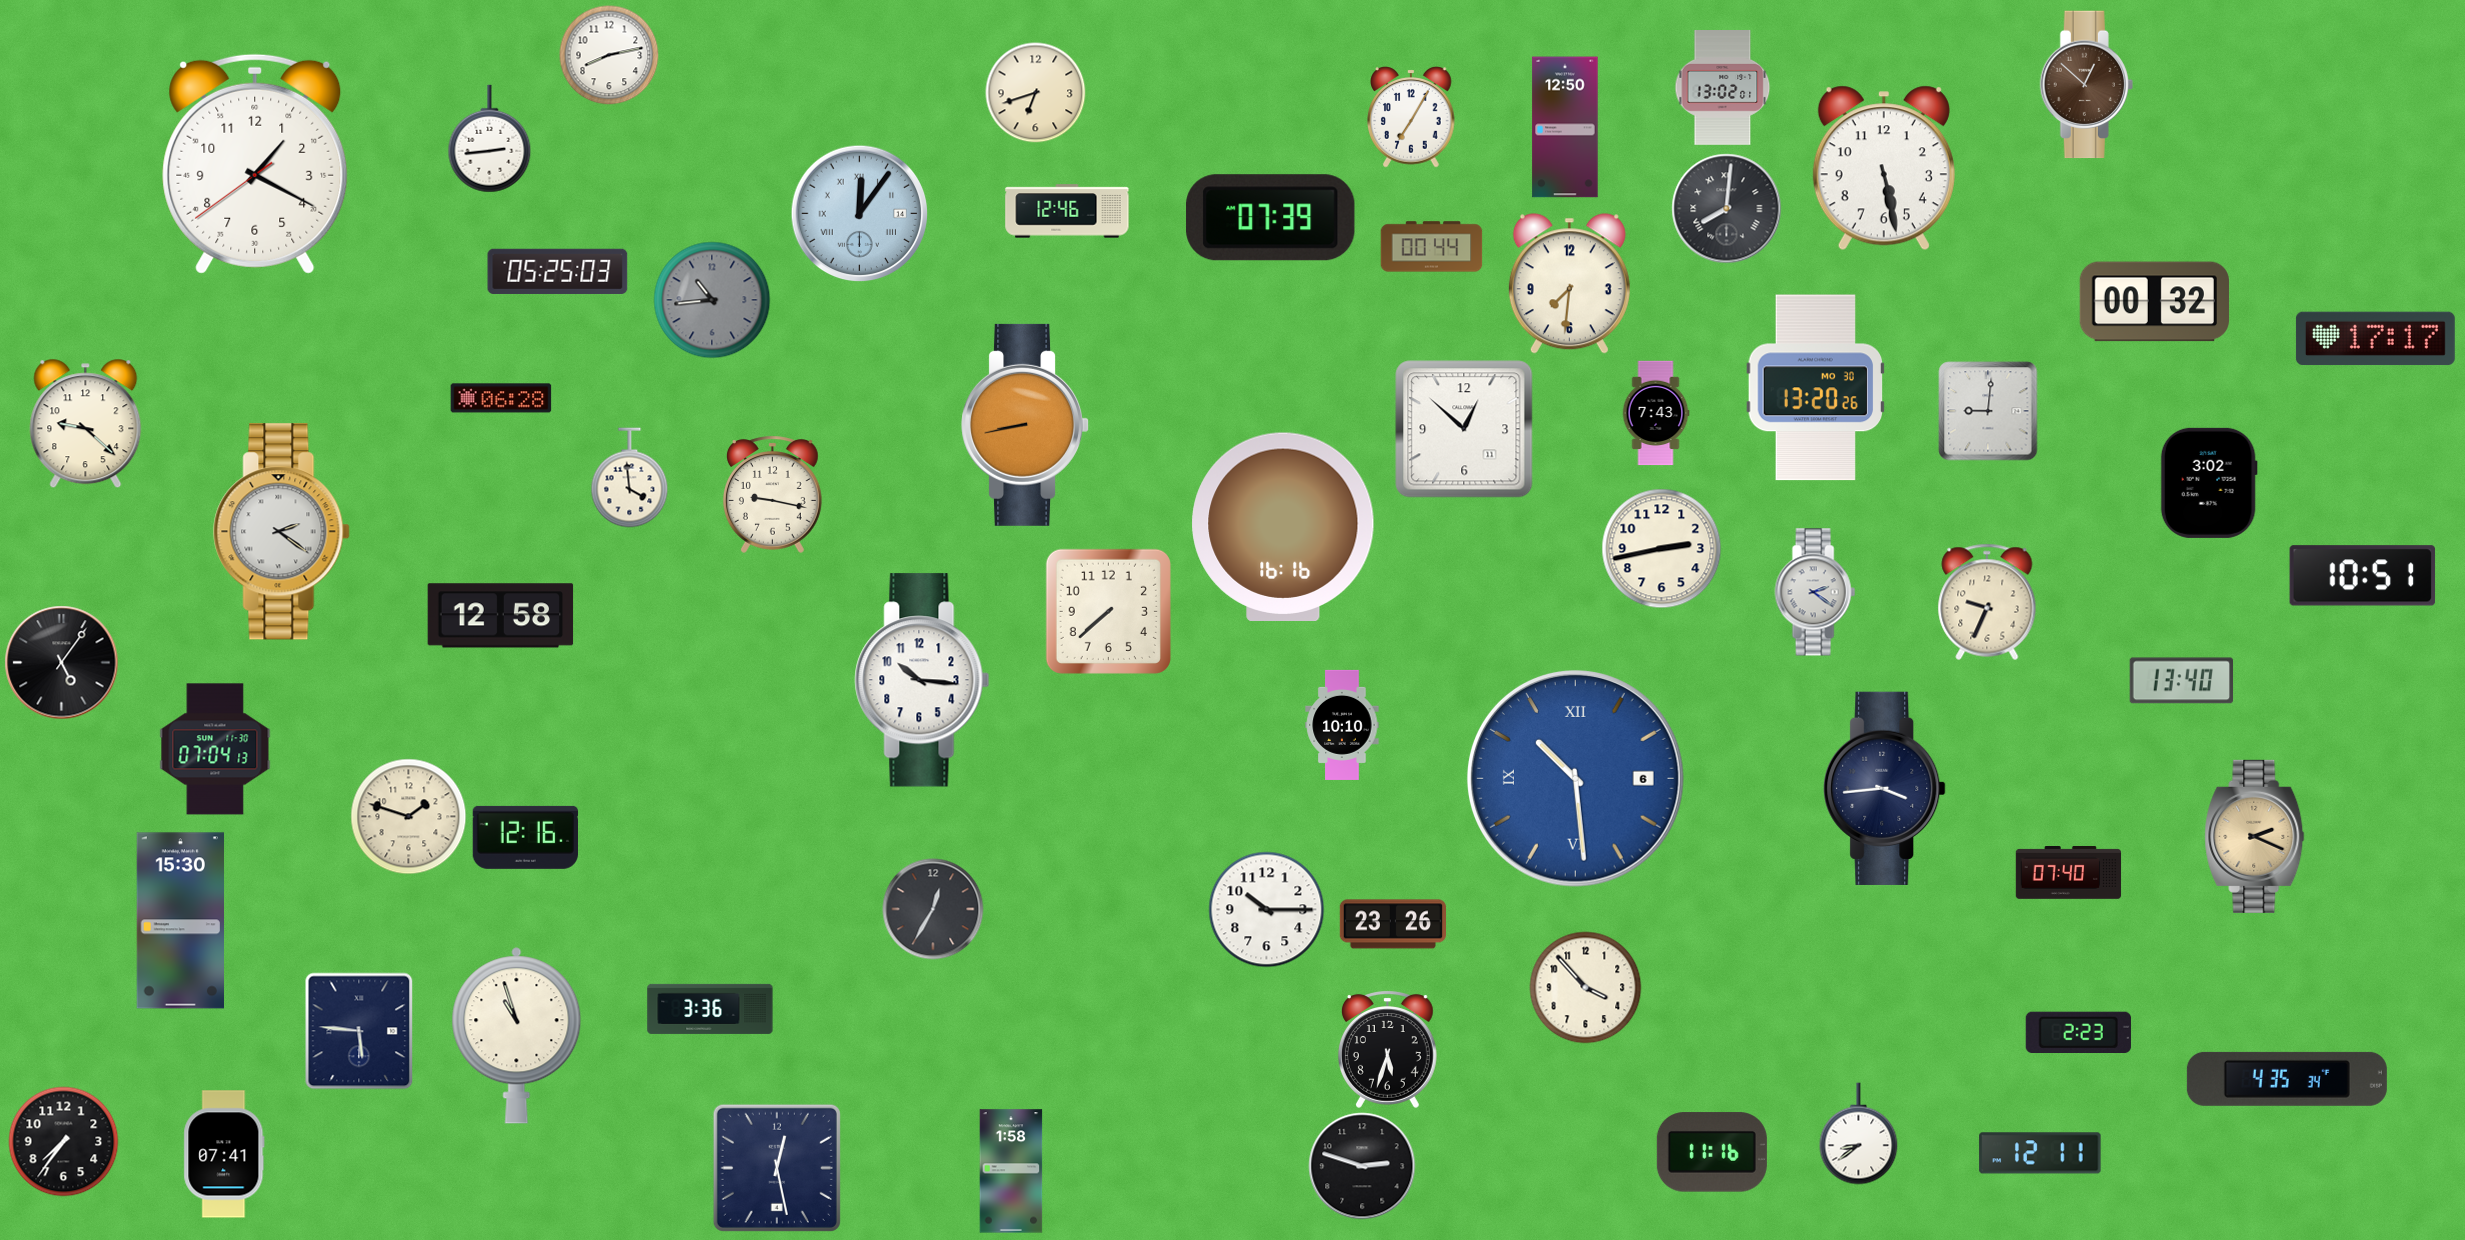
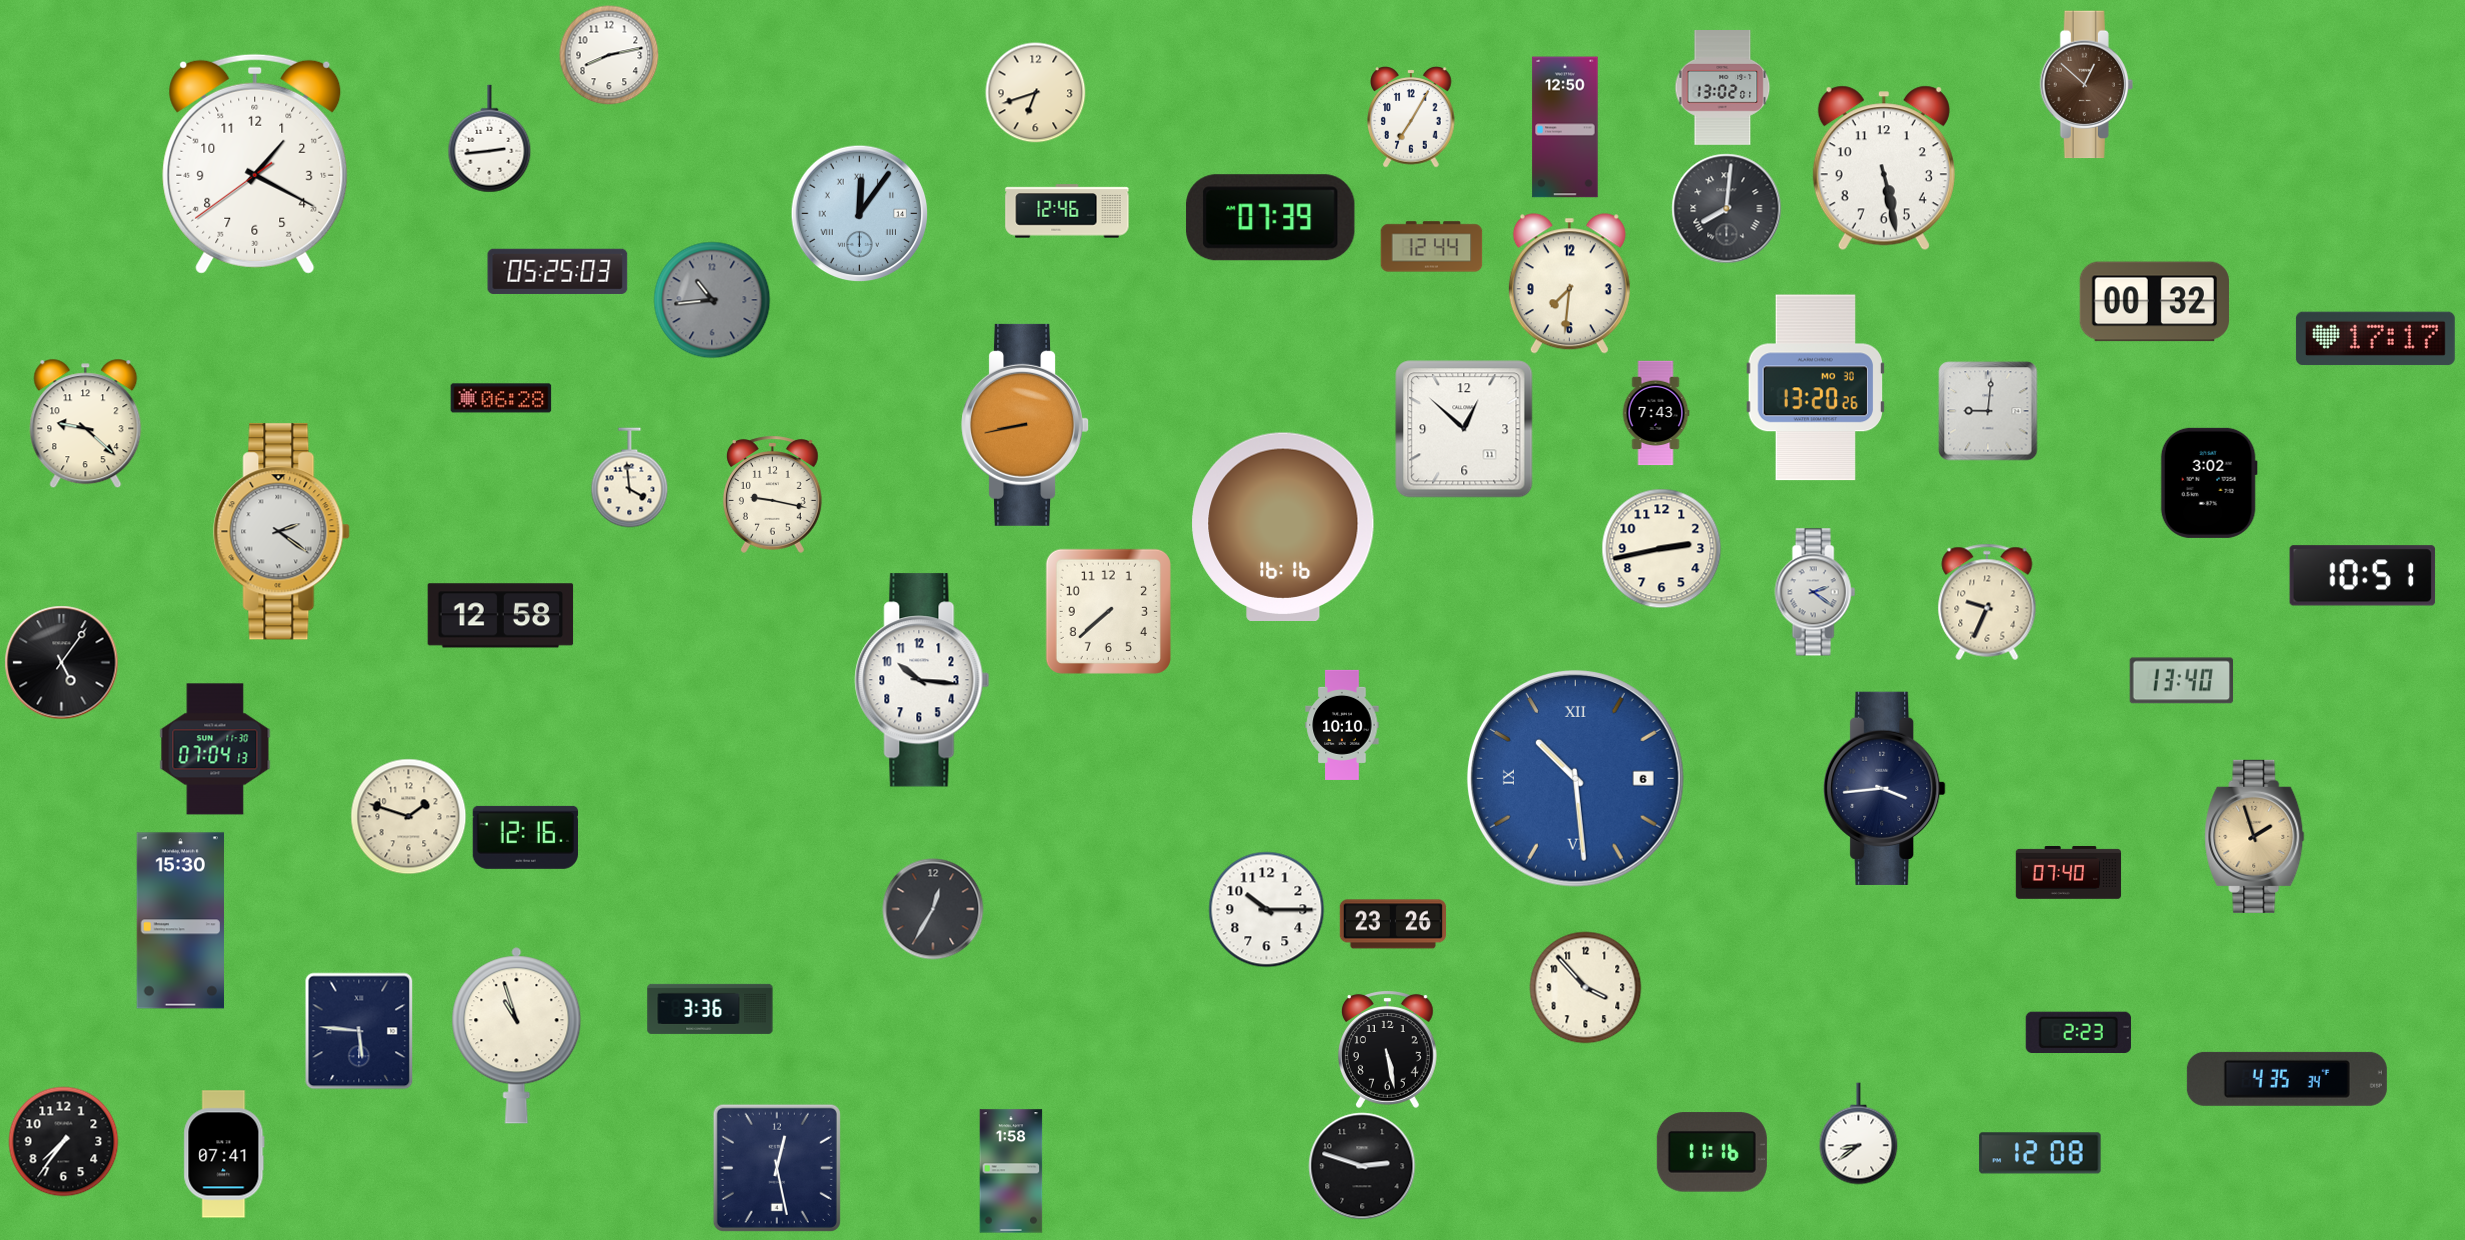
clock at (1432, 247): 00:44 -> 12:44
clock at (2255, 836): 2:19 -> 1:57
clock at (1387, 1049): 5:33 -> 5:28
clock at (2040, 1153): 12:11 -> 12:08
